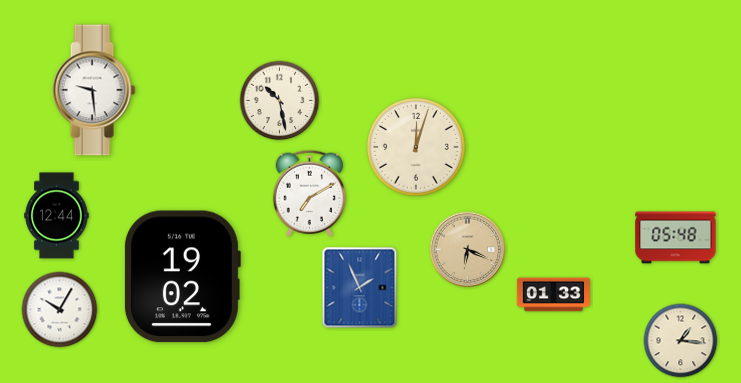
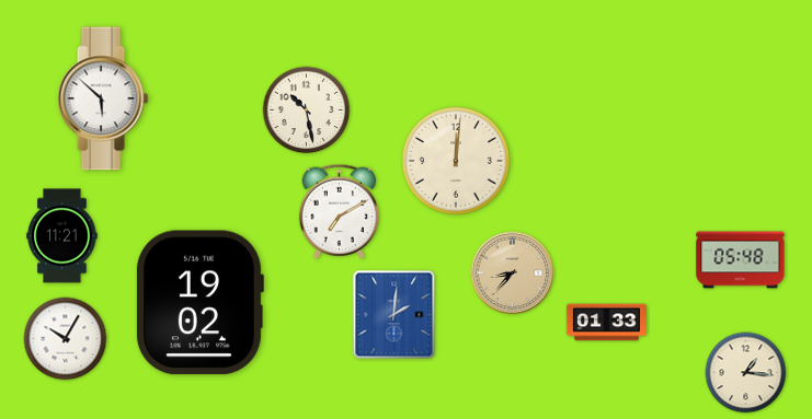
clock at (94, 90): 9:29 -> 5:52
clock at (416, 147): 12:03 -> 12:01
clock at (57, 216): 12:44 -> 11:21
clock at (468, 250): 6:19 -> 8:37
clock at (360, 288): 1:56 -> 2:01
